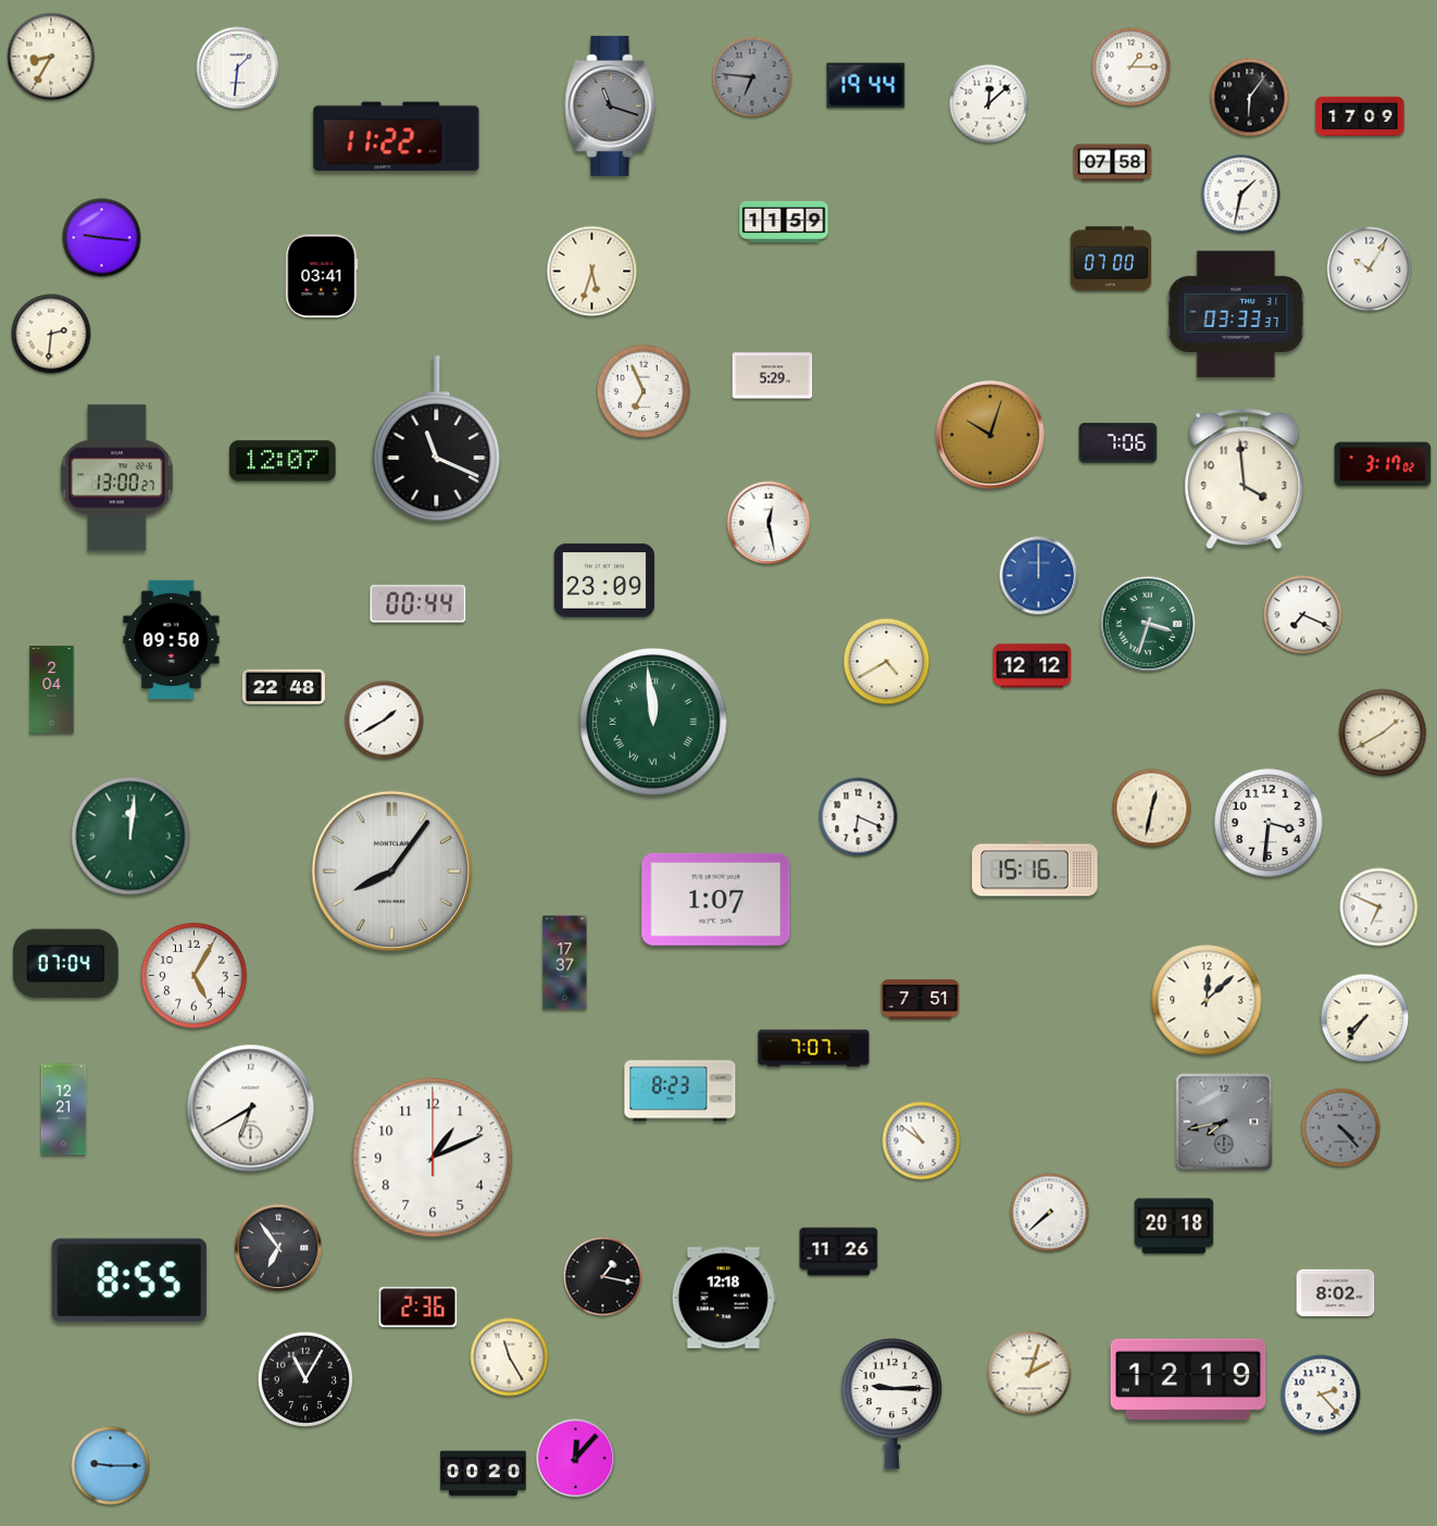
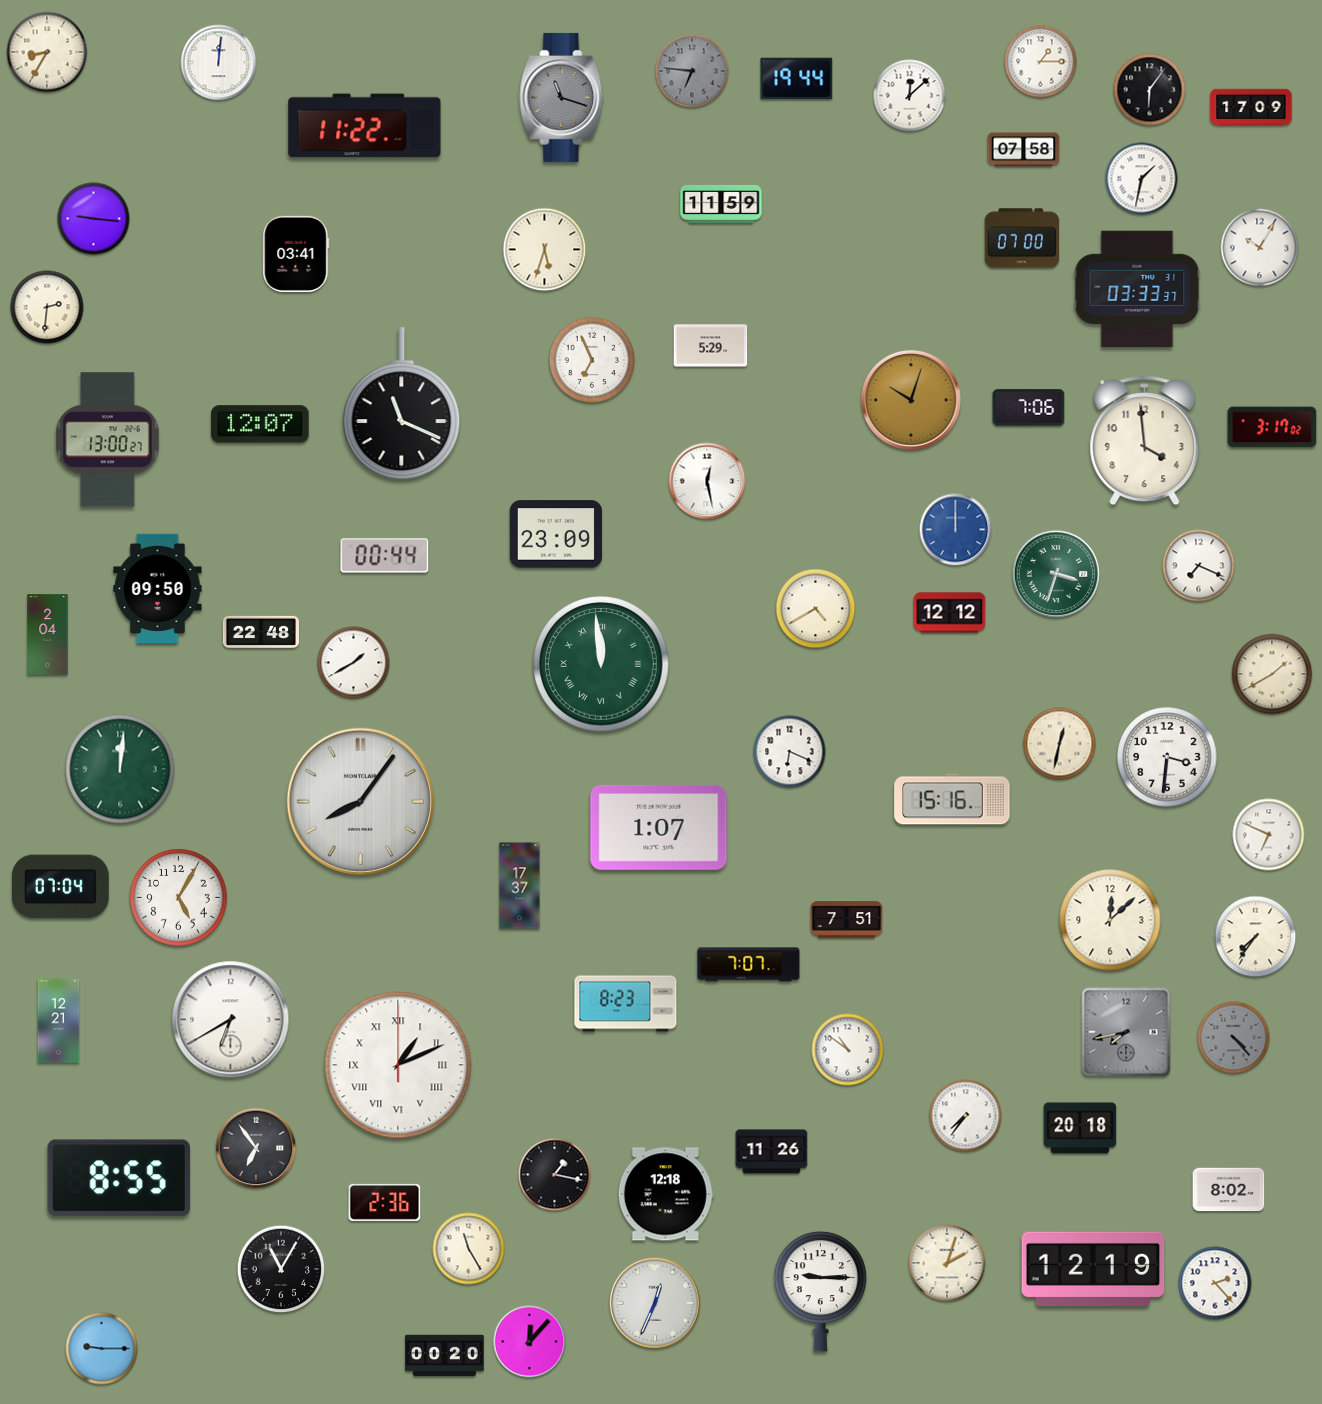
clock at (238, 68): 1:31 -> 12:01
clock at (433, 1158) numerals: Arabic -> Roman
clock at (1050, 1213): 7:38 -> 7:36
clock at (655, 1303): none -> 12:34
